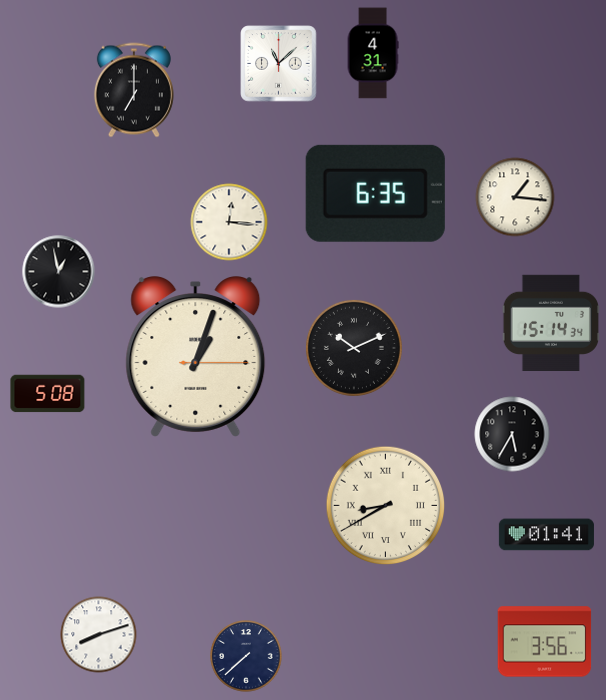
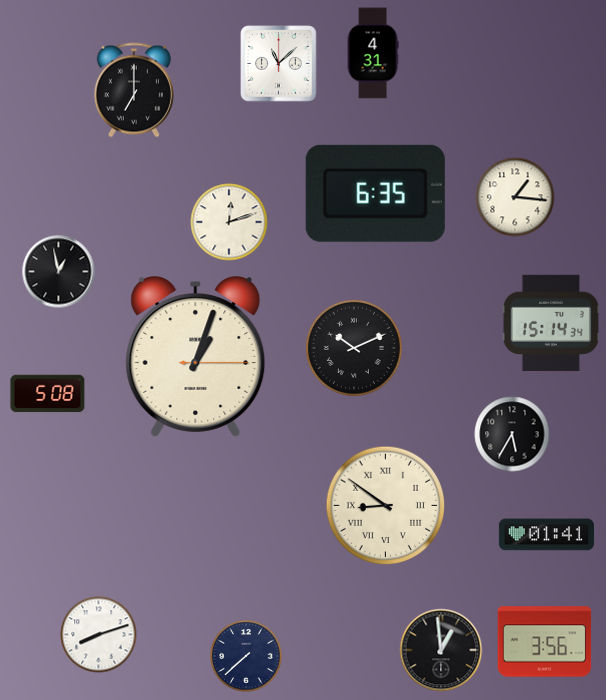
clock at (229, 222): 12:16 -> 12:12
clock at (386, 506): 8:40 -> 8:51
clock at (441, 650): none -> 12:59
